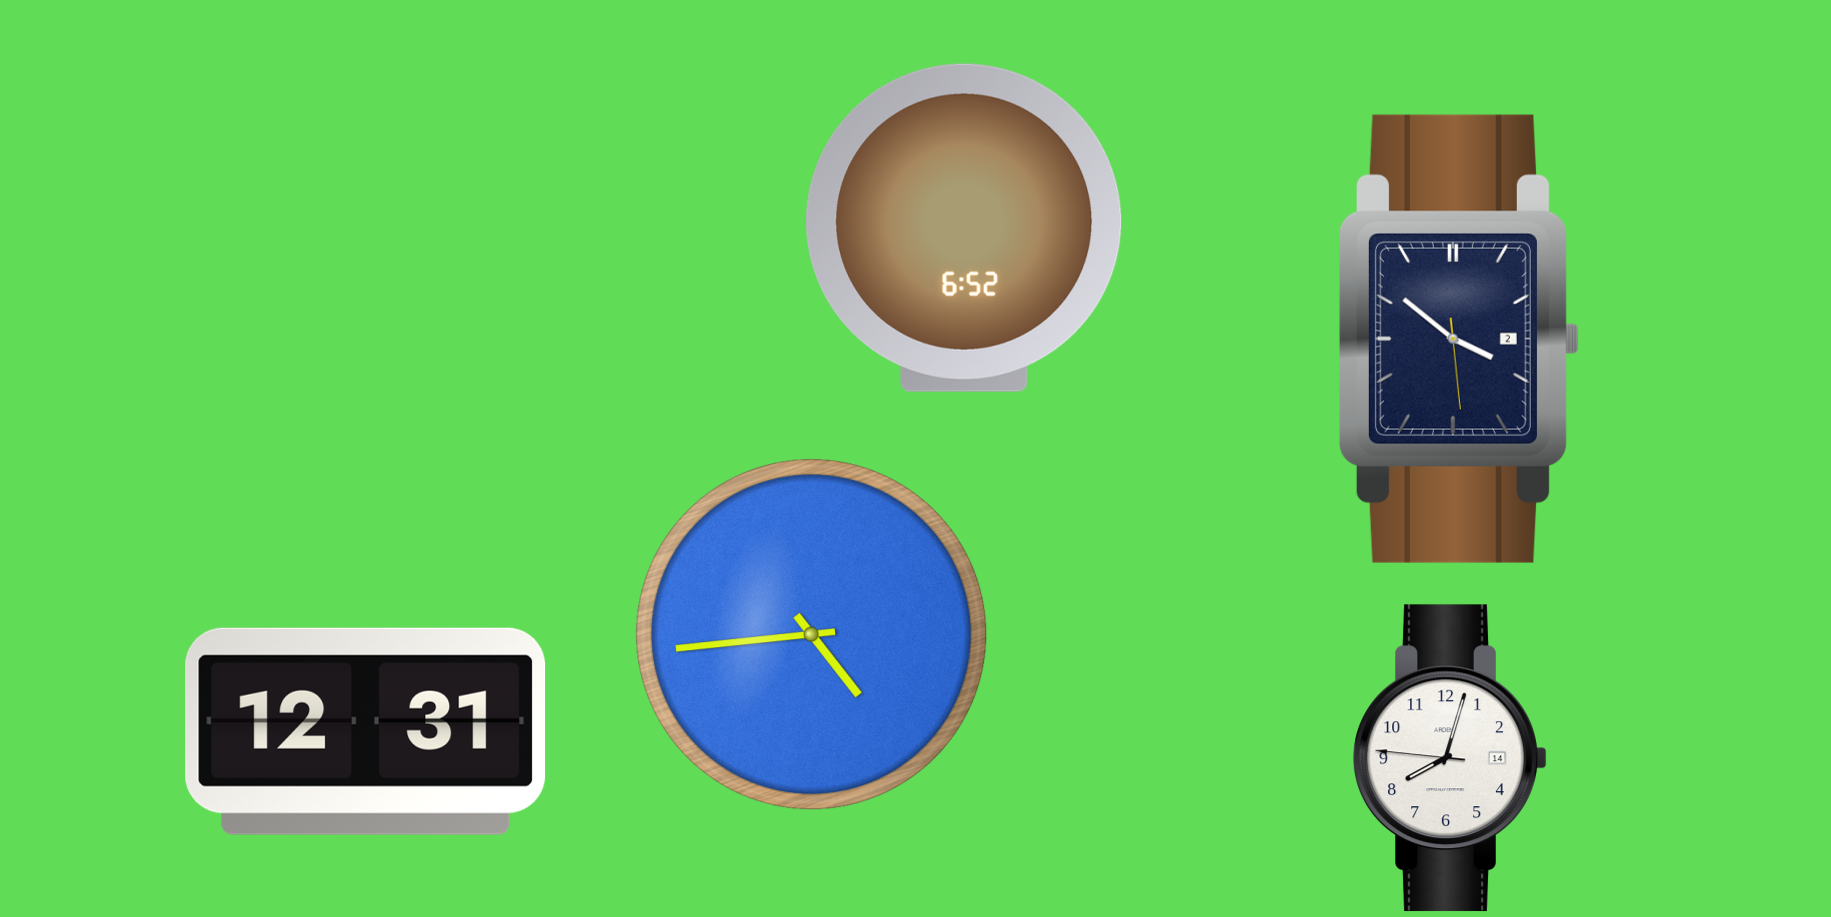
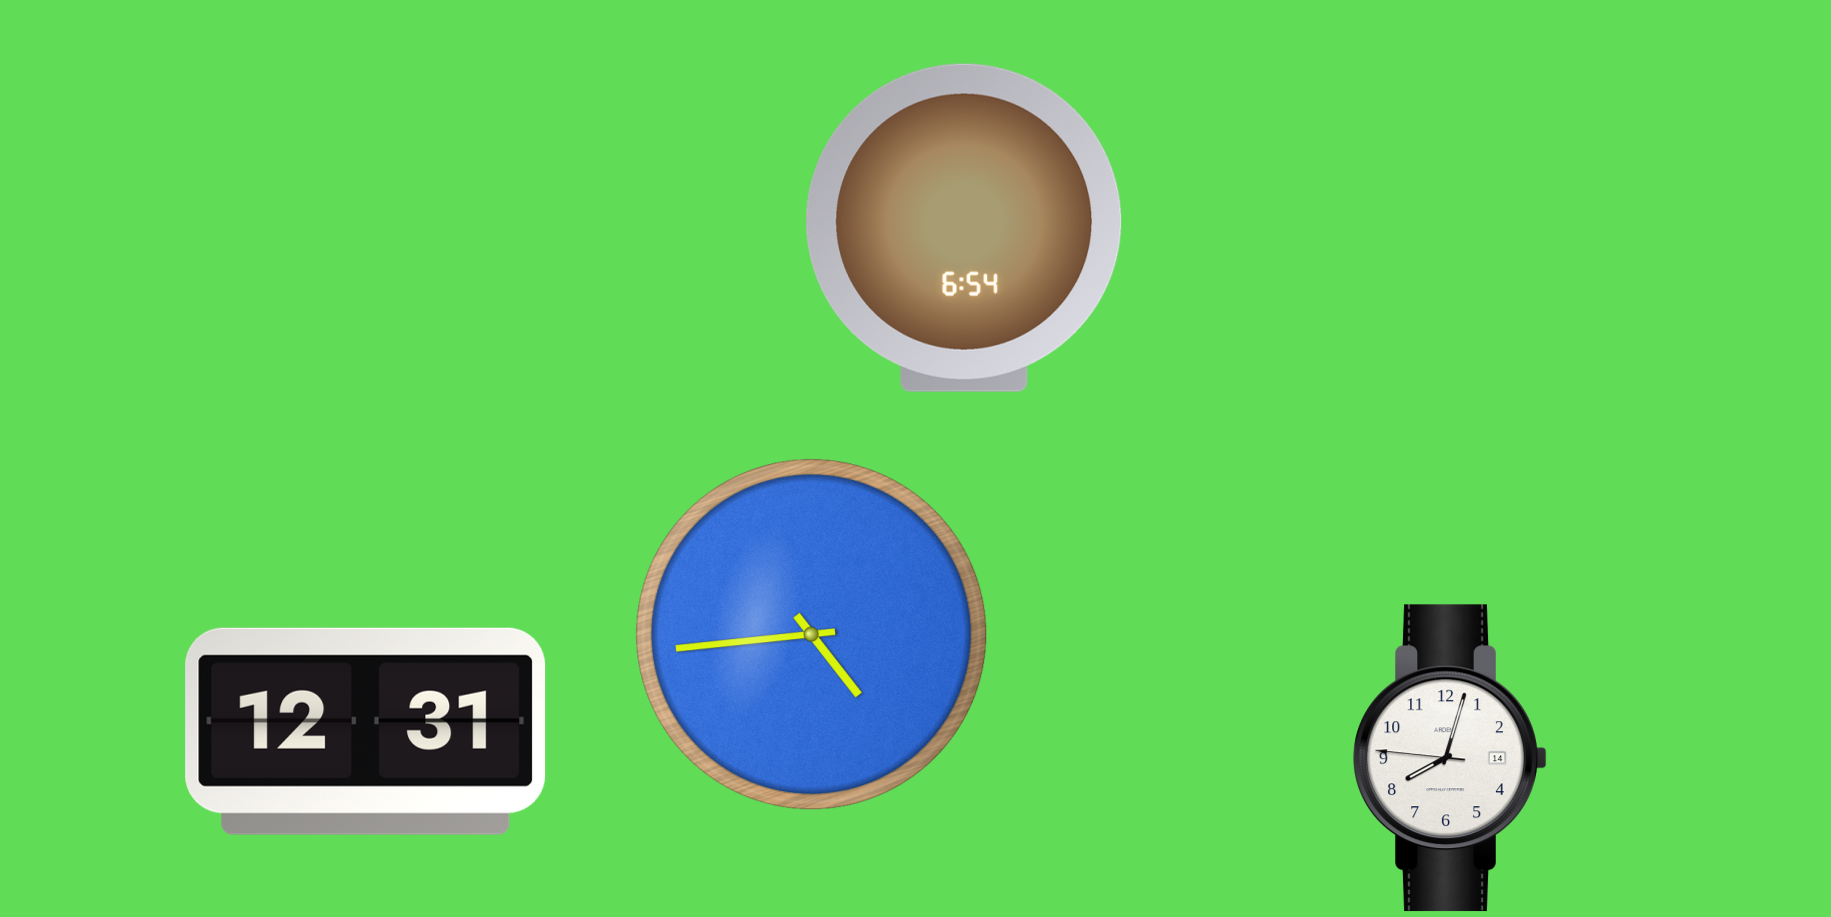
clock at (964, 228): 6:52 -> 6:54
clock at (1459, 339): 3:51 -> none
